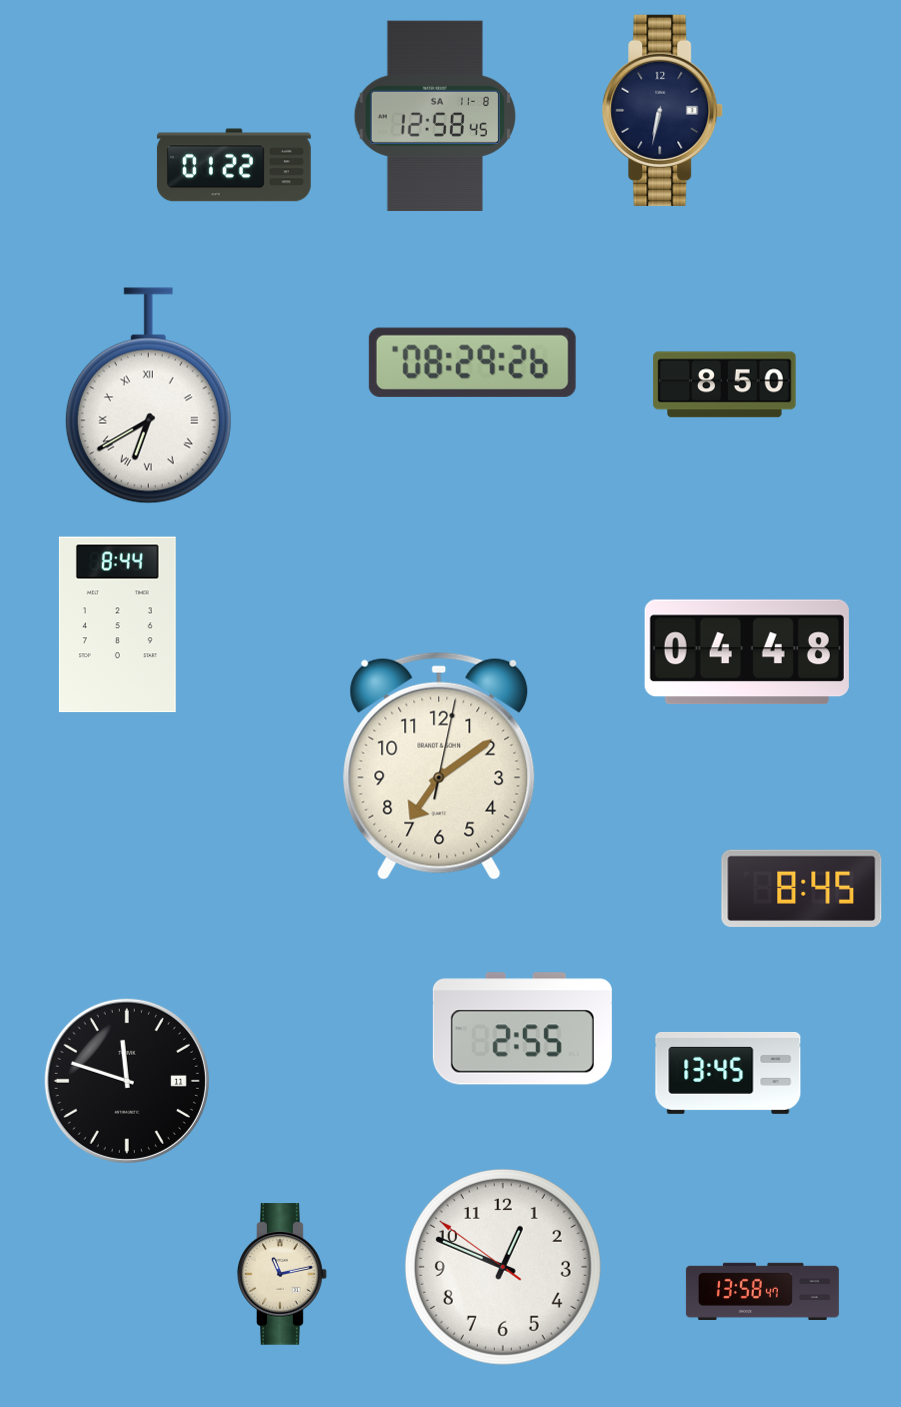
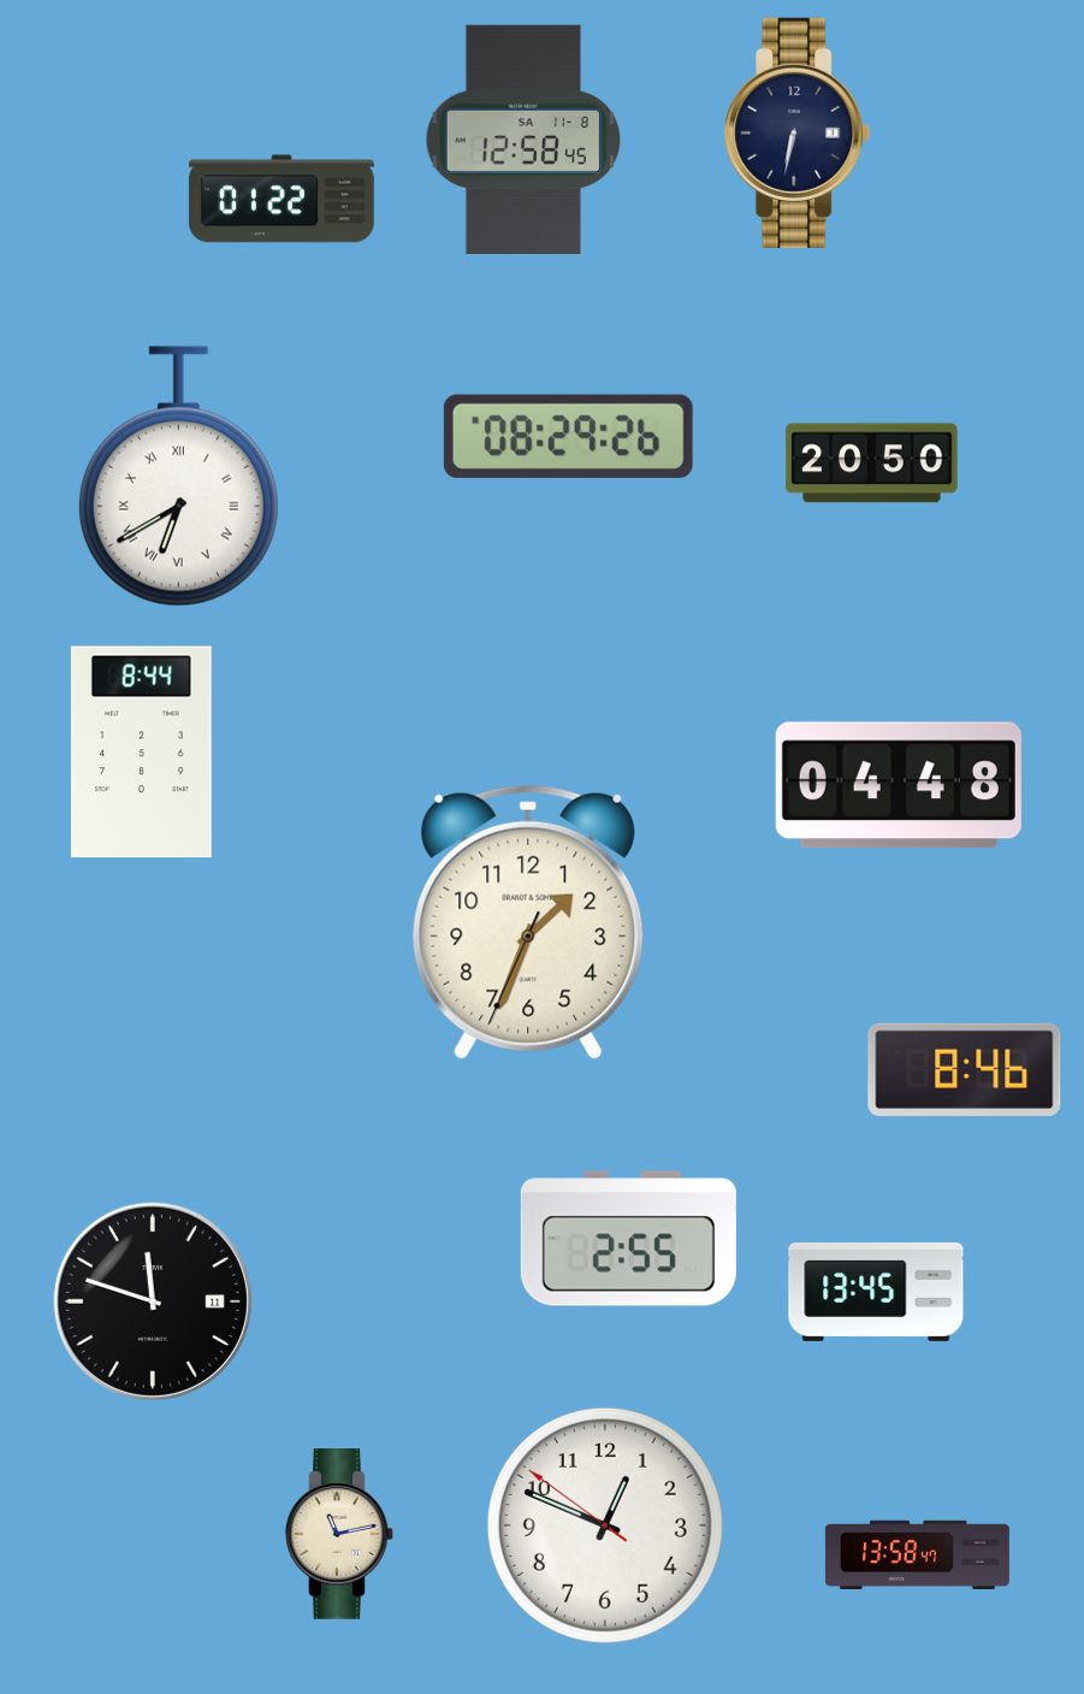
clock at (725, 385): 8:50 -> 20:50
clock at (439, 766): 7:09 -> 1:33
clock at (802, 888): 8:45 -> 8:46
